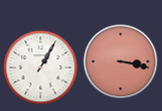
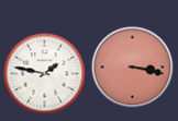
clock at (41, 68): 1:05 -> 1:47
